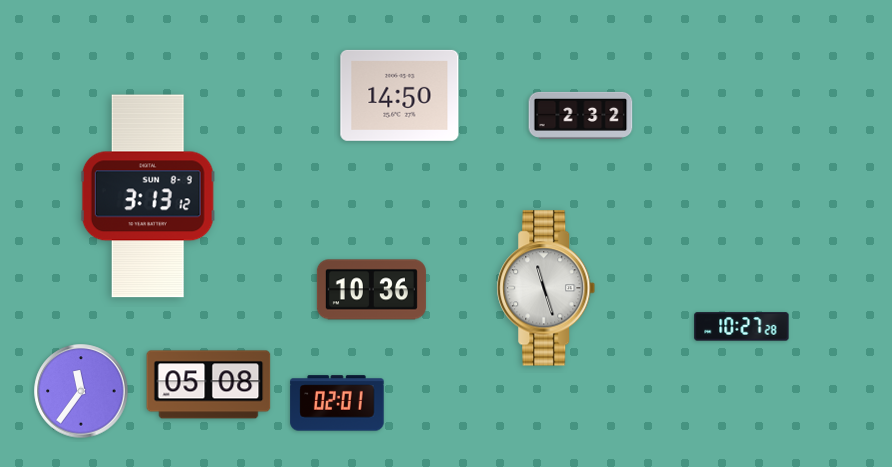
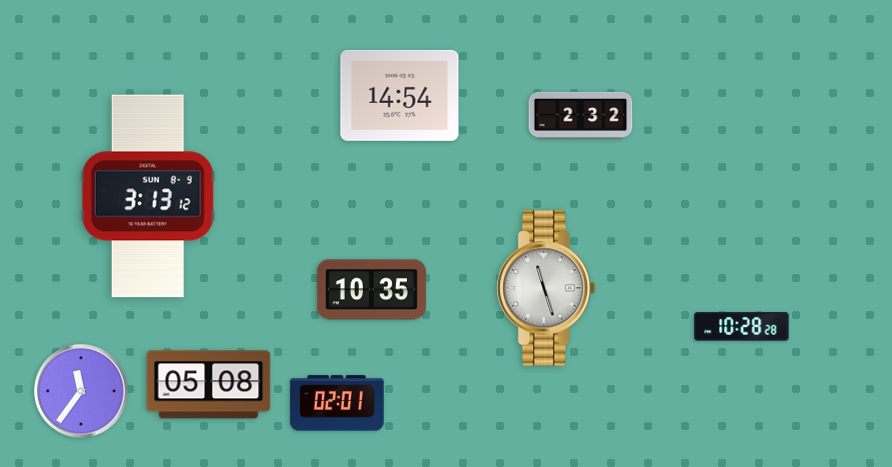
clock at (400, 95): 14:50 -> 14:54
clock at (371, 290): 10:36 -> 10:35
clock at (742, 327): 10:27 -> 10:28
